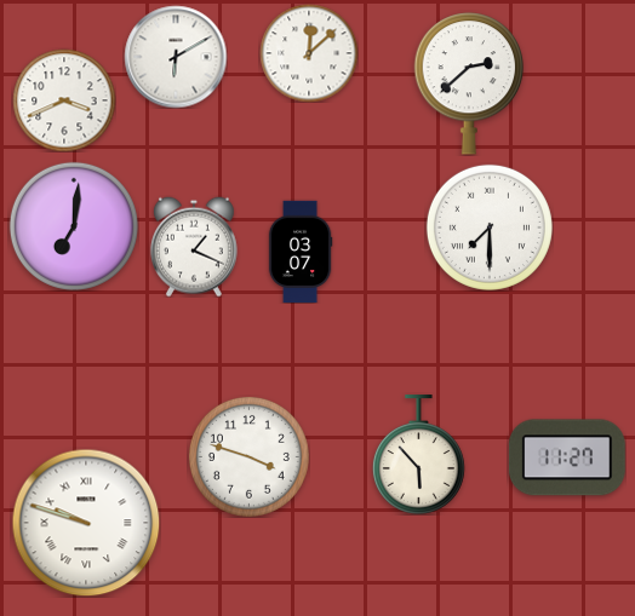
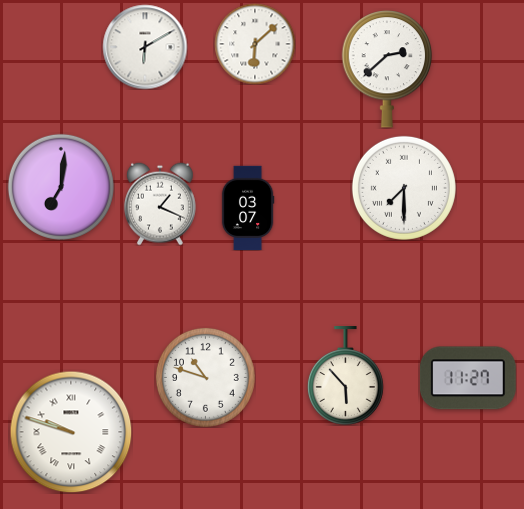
clock at (309, 53): 12:08 -> 6:08
clock at (64, 100): 3:41 -> none
clock at (248, 456): 3:48 -> 10:48
